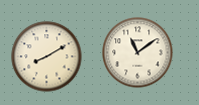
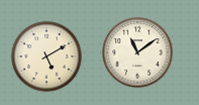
clock at (47, 57): 8:10 -> 5:10
